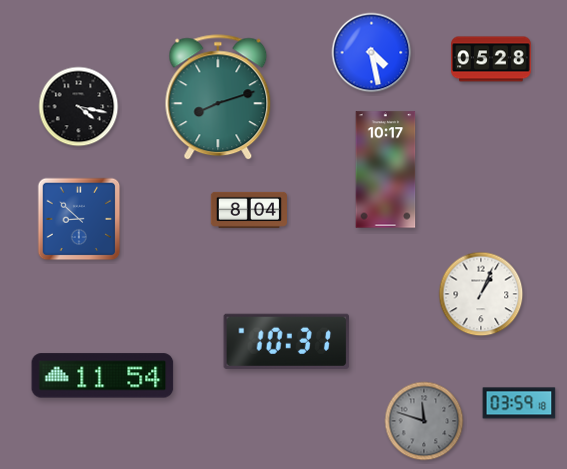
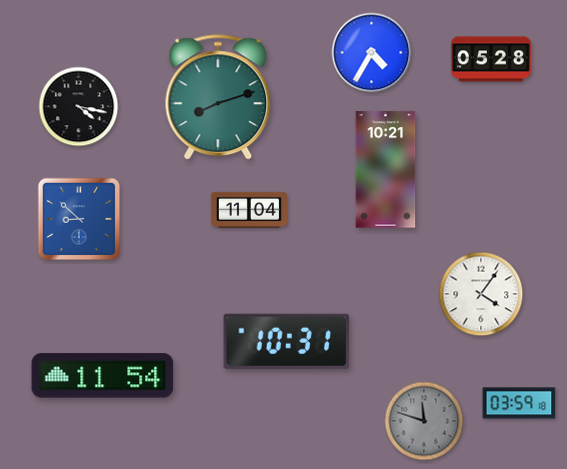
clock at (372, 53): 4:28 -> 4:35
clock at (386, 170): 10:17 -> 10:21
clock at (248, 210): 8:04 -> 11:04
clock at (481, 294): 1:04 -> 4:06
